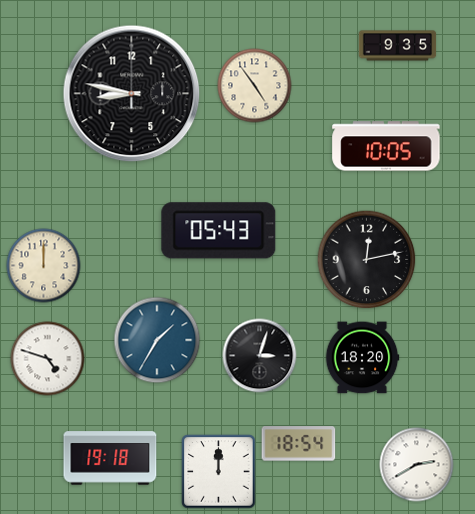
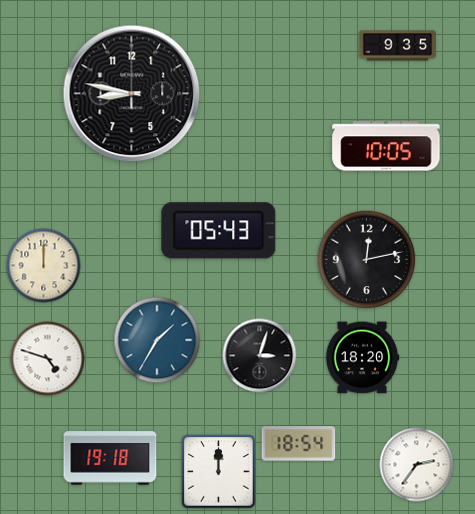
clock at (255, 86): 4:54 -> none
clock at (417, 465): 2:40 -> 2:36
